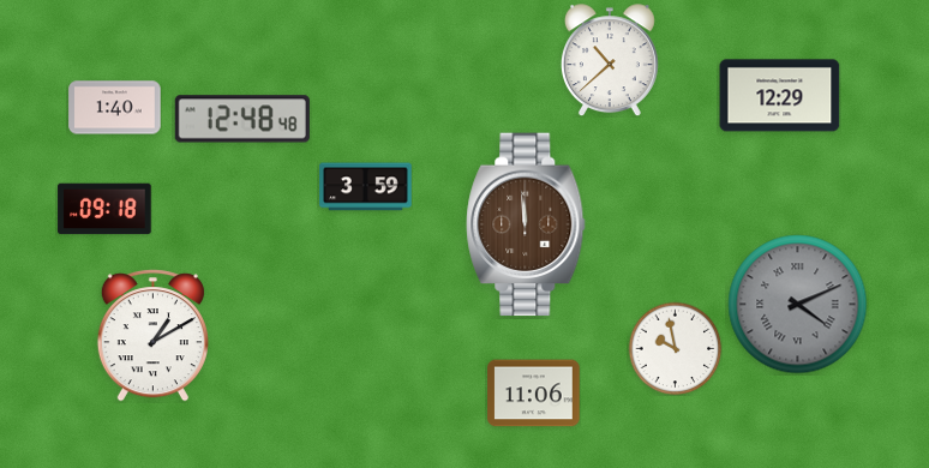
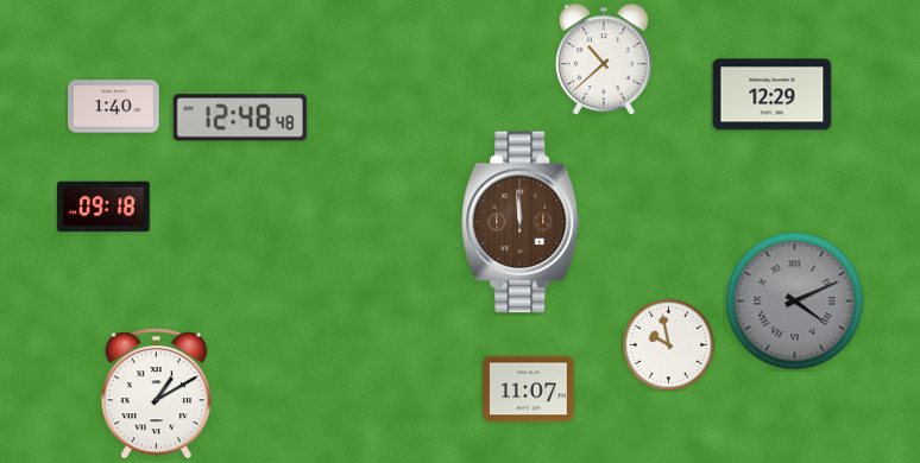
clock at (366, 187): 3:59 -> none
clock at (798, 305) position: (798, 305) -> (795, 302)
clock at (152, 336) position: (152, 336) -> (156, 394)
clock at (534, 394): 11:06 -> 11:07
